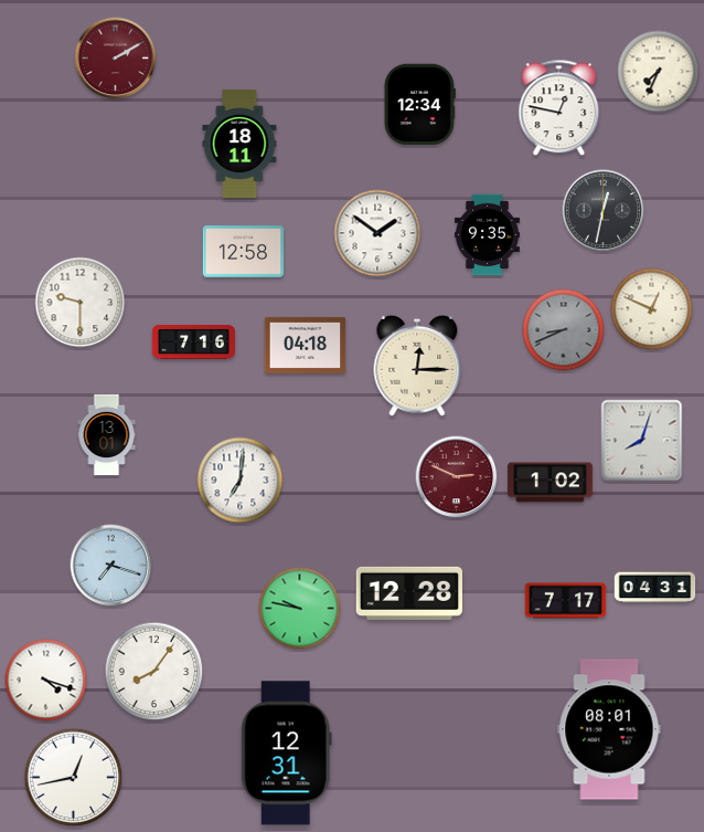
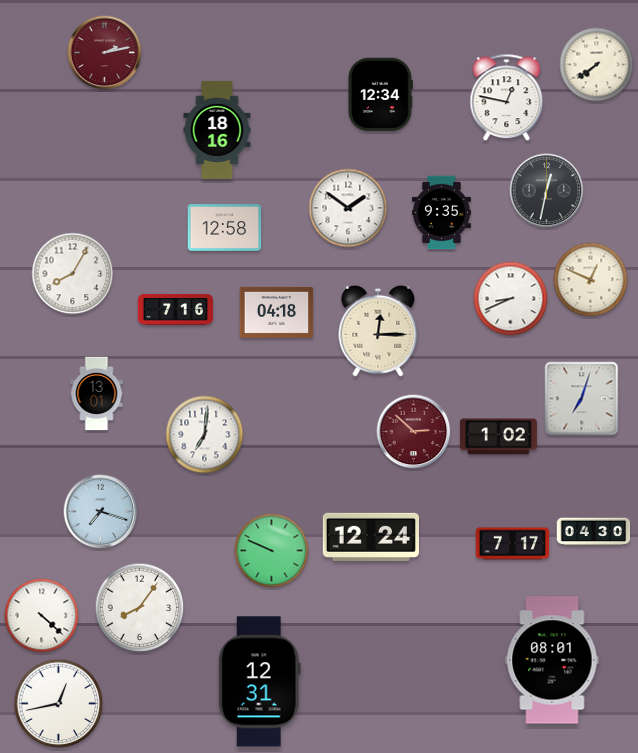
clock at (116, 59): 2:10 -> 2:13
clock at (659, 72): 7:34 -> 7:39
clock at (239, 144): 18:11 -> 18:16
clock at (377, 233) position: (377, 233) -> (348, 208)
clock at (244, 252) position: (244, 252) -> (225, 228)
clock at (81, 303): 9:30 -> 8:05
clock at (564, 330) dial: grey -> white
clock at (642, 441): 8:03 -> 7:03
clock at (457, 477): 2:49 -> 2:52
clock at (241, 481) position: (241, 481) -> (205, 435)
clock at (655, 588): 04:31 -> 04:30
clock at (409, 593): 12:28 -> 12:24
clock at (300, 609): 9:47 -> 9:49
clock at (46, 681): 4:18 -> 4:22
clock at (74, 778) position: (74, 778) -> (59, 704)
